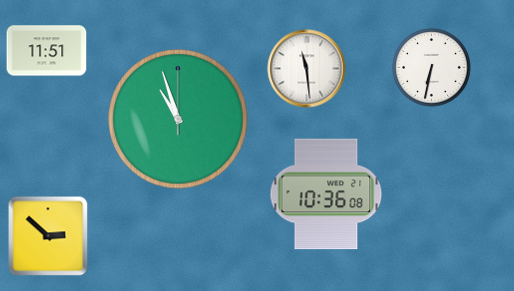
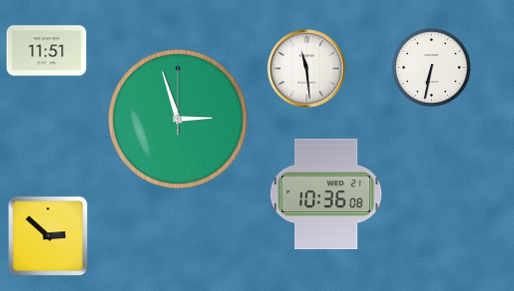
clock at (178, 119): 10:57 -> 2:57
